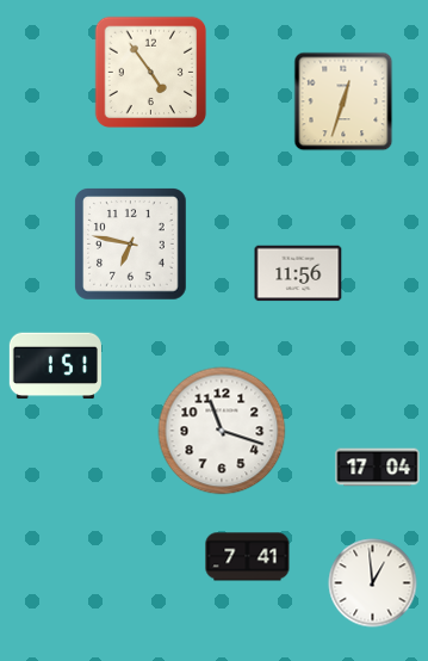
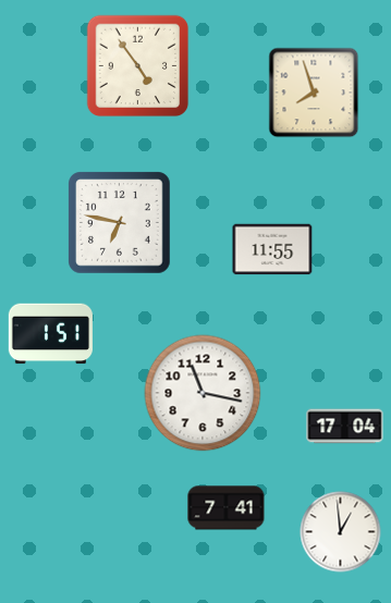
clock at (343, 101): 12:33 -> 7:57
clock at (298, 273): 11:56 -> 11:55
clock at (222, 431): 11:18 -> 11:17
